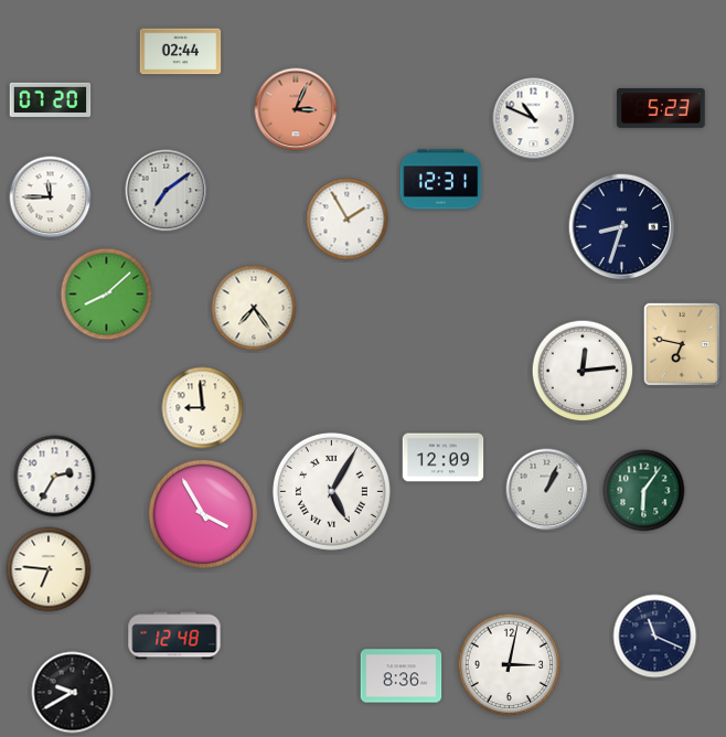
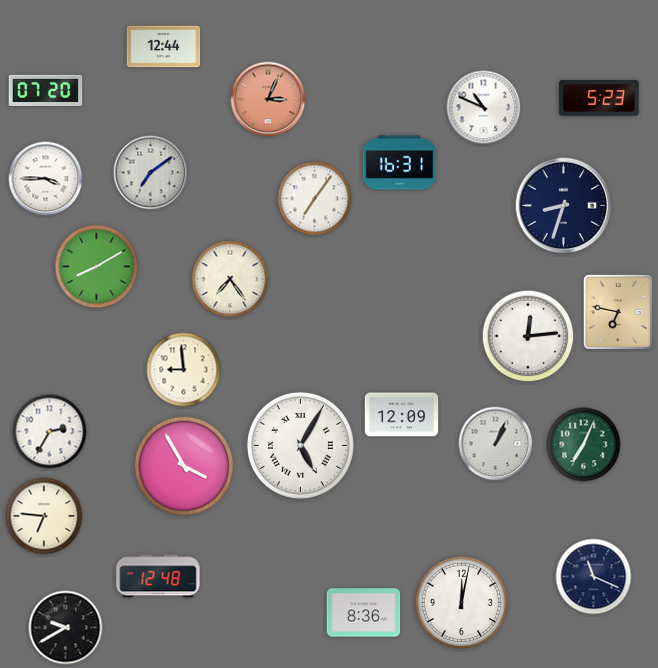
clock at (181, 52): 02:44 -> 12:44
clock at (441, 180): 12:31 -> 16:31
clock at (51, 197): 11:45 -> 3:45
clock at (348, 220): 1:55 -> 7:06
clock at (107, 295): 8:08 -> 8:10
clock at (644, 491): 6:06 -> 7:04
clock at (510, 665): 3:02 -> 12:02
